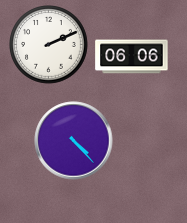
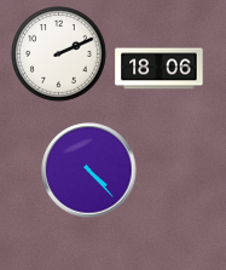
clock at (132, 57): 06:06 -> 18:06
